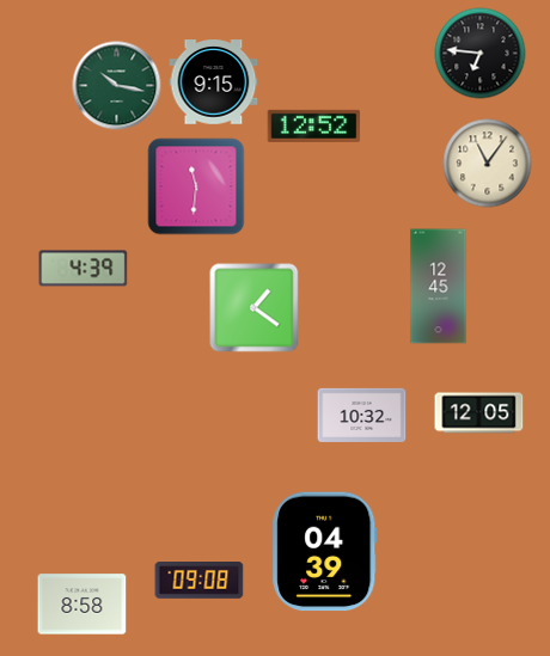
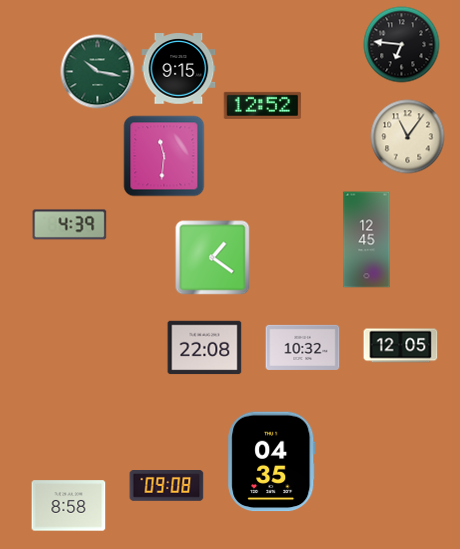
clock at (205, 348): none -> 22:08
clock at (325, 552): 04:39 -> 04:35
